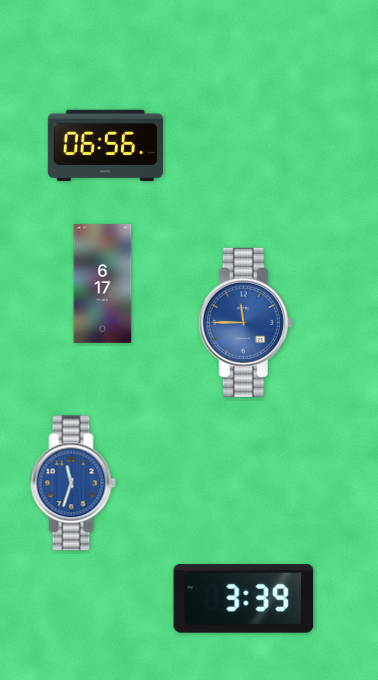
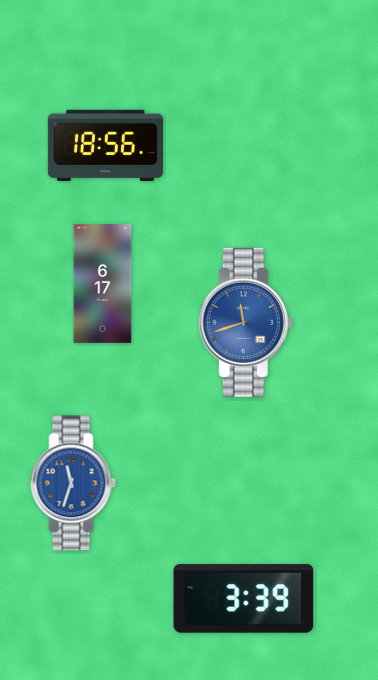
clock at (105, 146): 06:56 -> 18:56
clock at (245, 322): 11:45 -> 11:42
